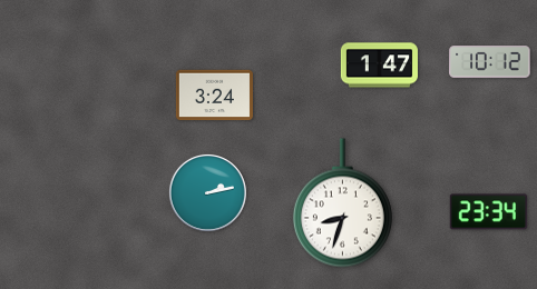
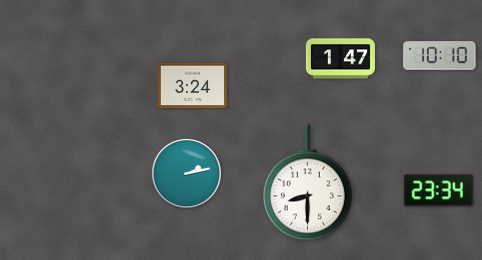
clock at (490, 62): 10:12 -> 10:10
clock at (342, 203): 8:33 -> 8:30
